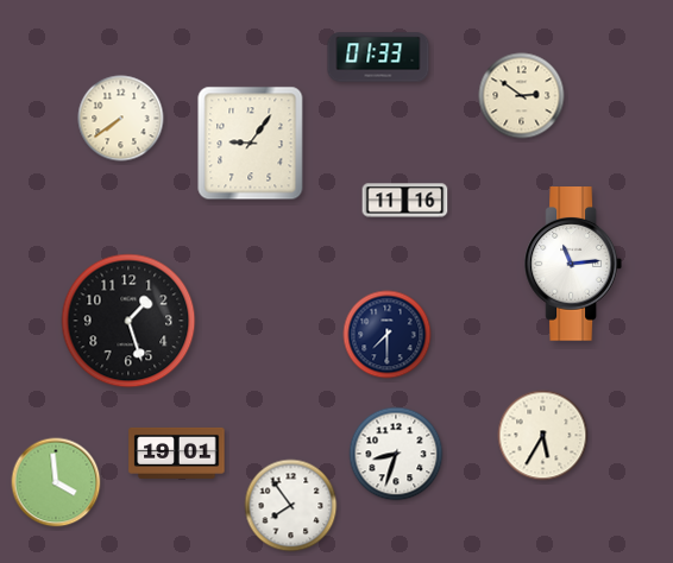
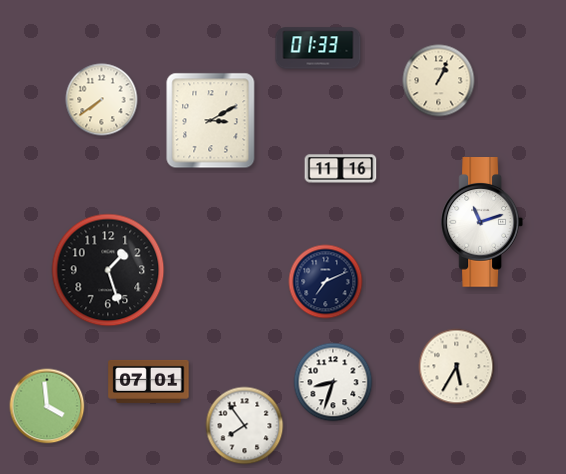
clock at (522, 96): 2:51 -> 1:04
clock at (251, 144): 9:06 -> 3:10
clock at (572, 264): 11:14 -> 11:12
clock at (388, 335): 7:30 -> 7:11
clock at (177, 453): 19:01 -> 07:01
